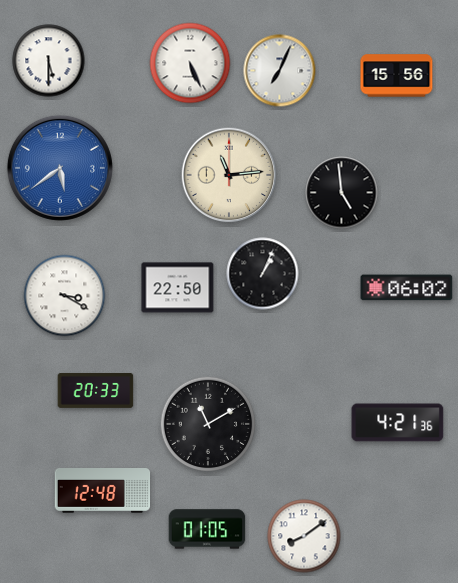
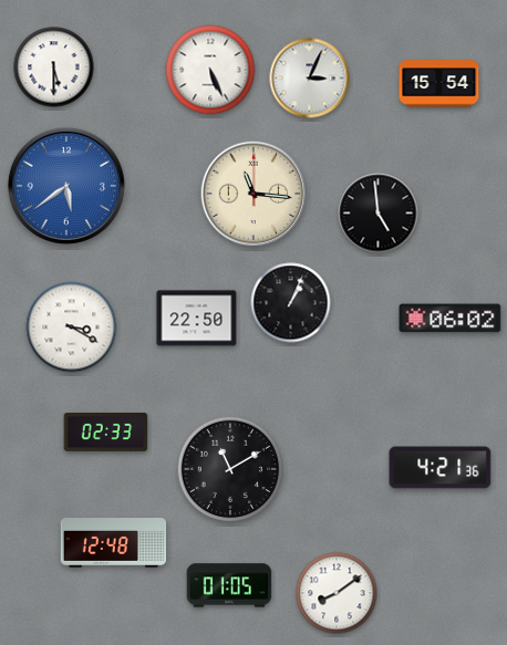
clock at (280, 71): 7:04 -> 3:04
clock at (397, 76): 15:56 -> 15:54
clock at (229, 175): 11:14 -> 11:16
clock at (96, 391): 20:33 -> 02:33
